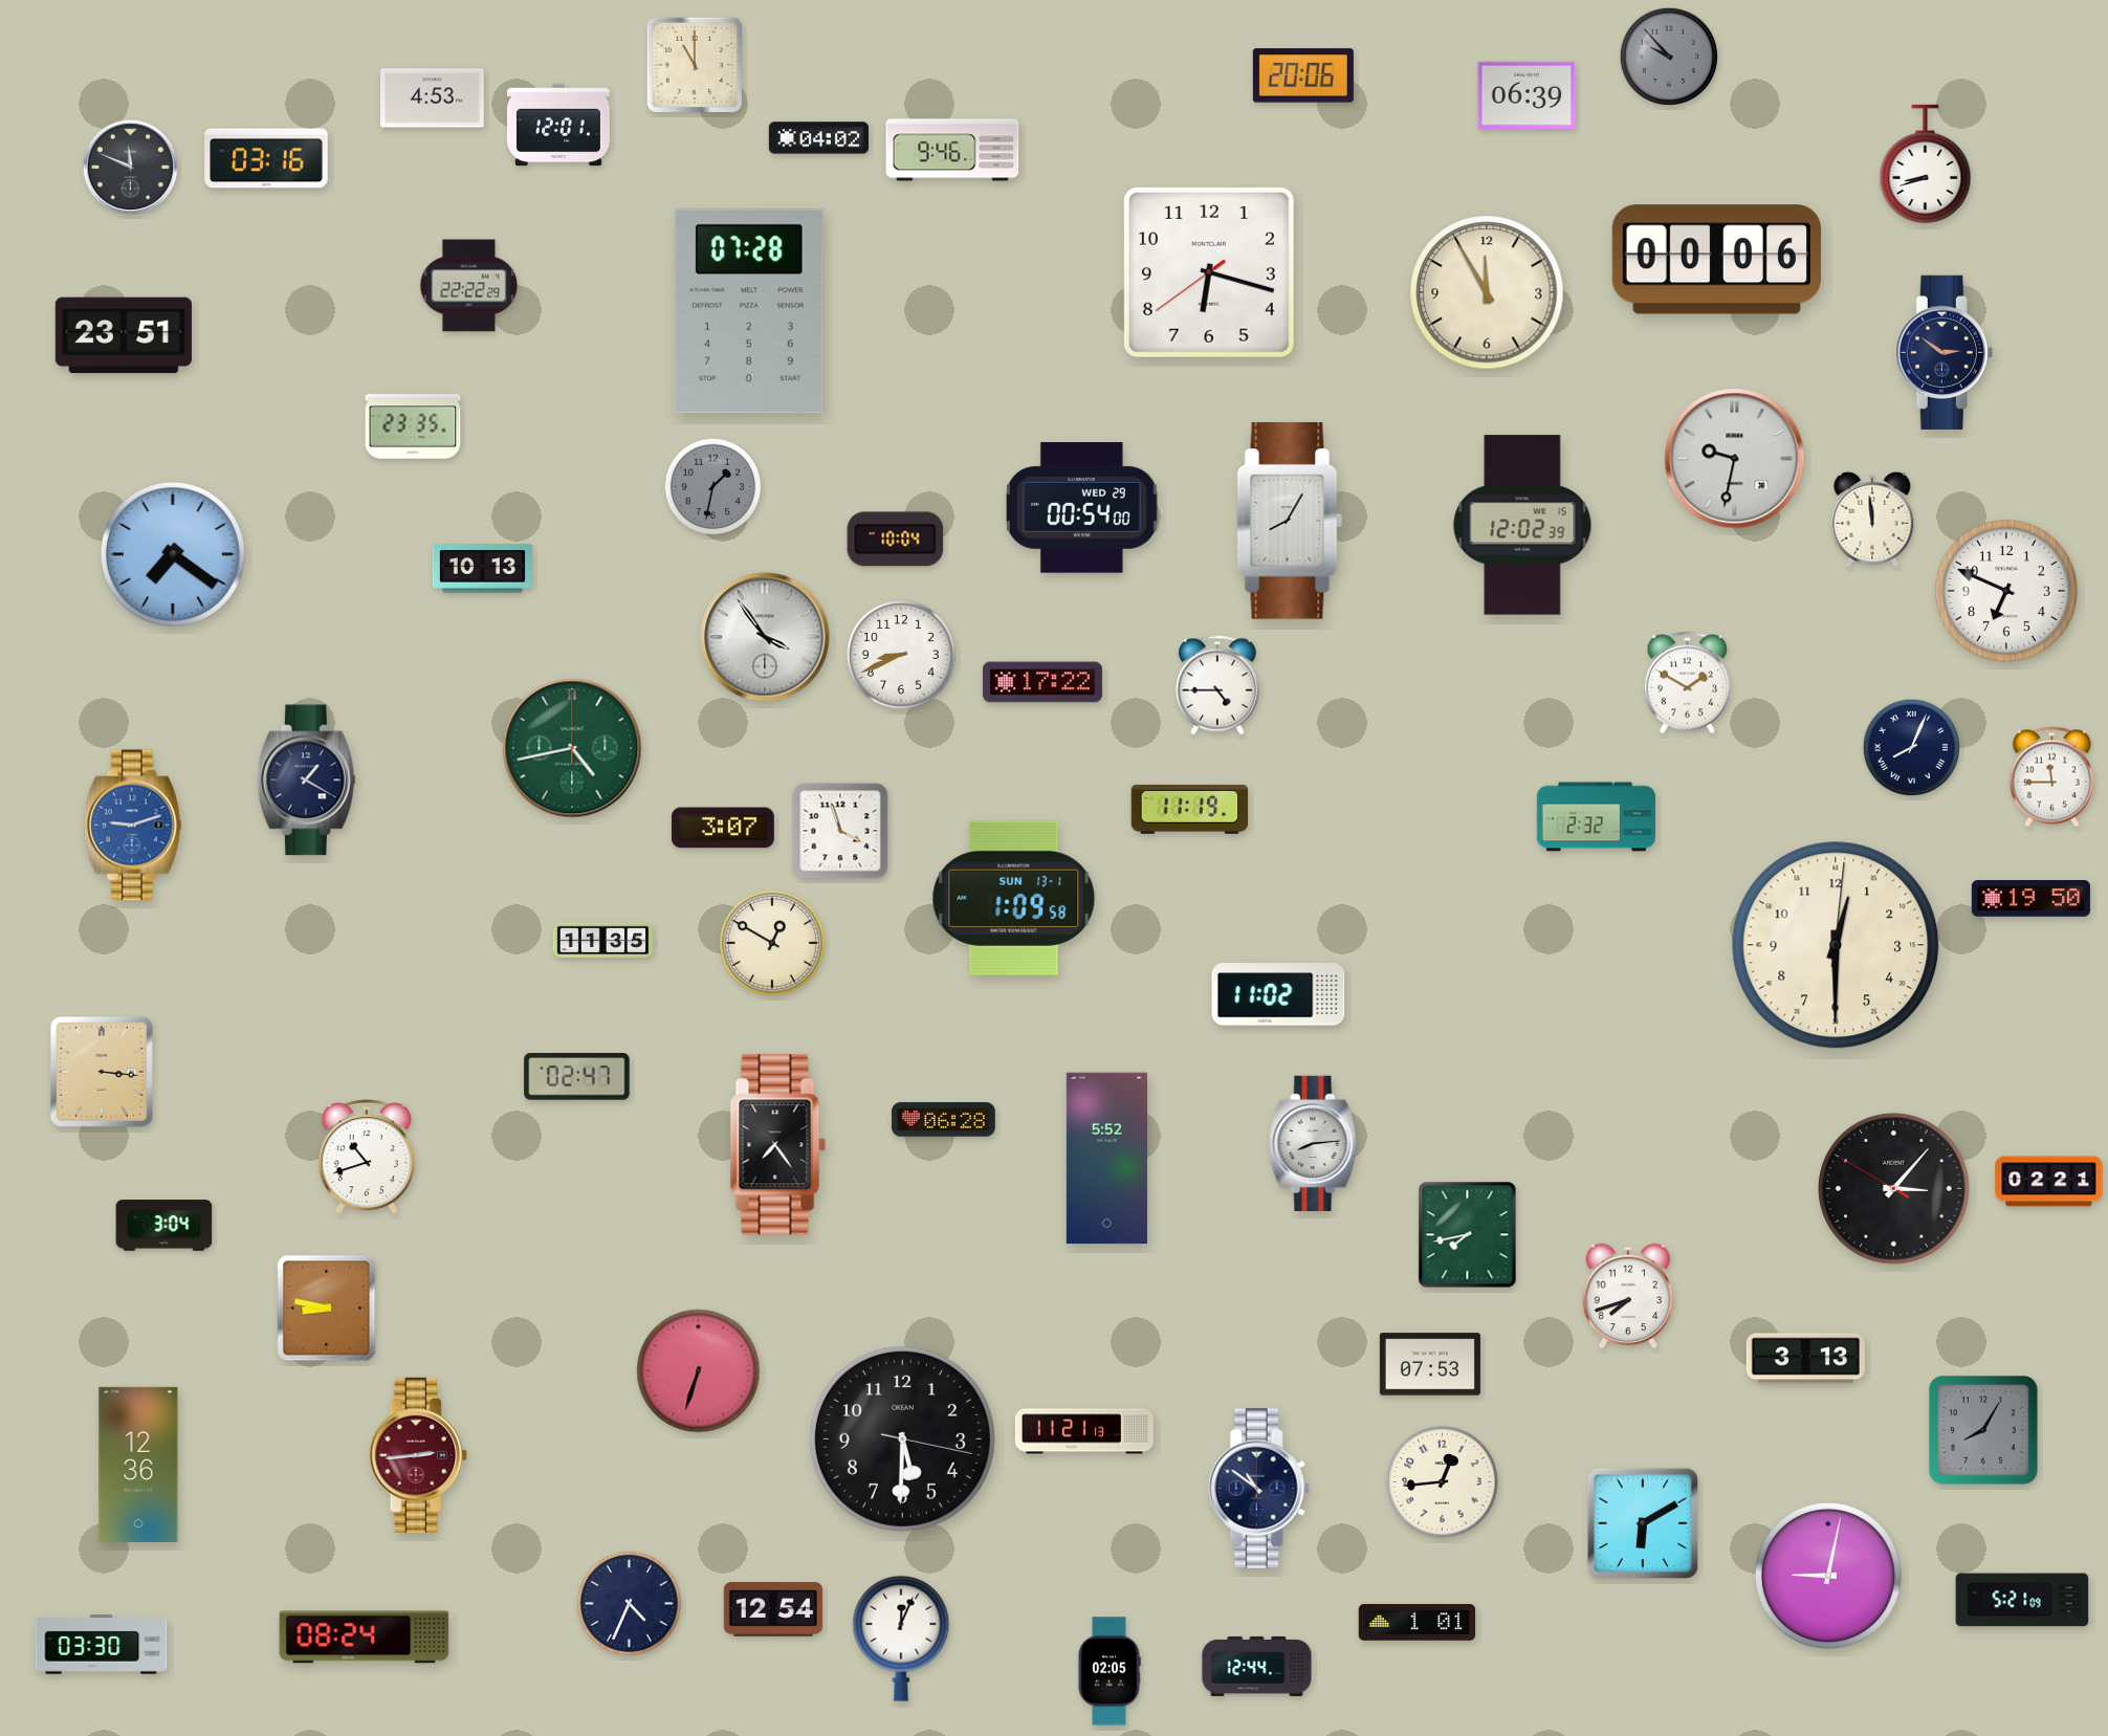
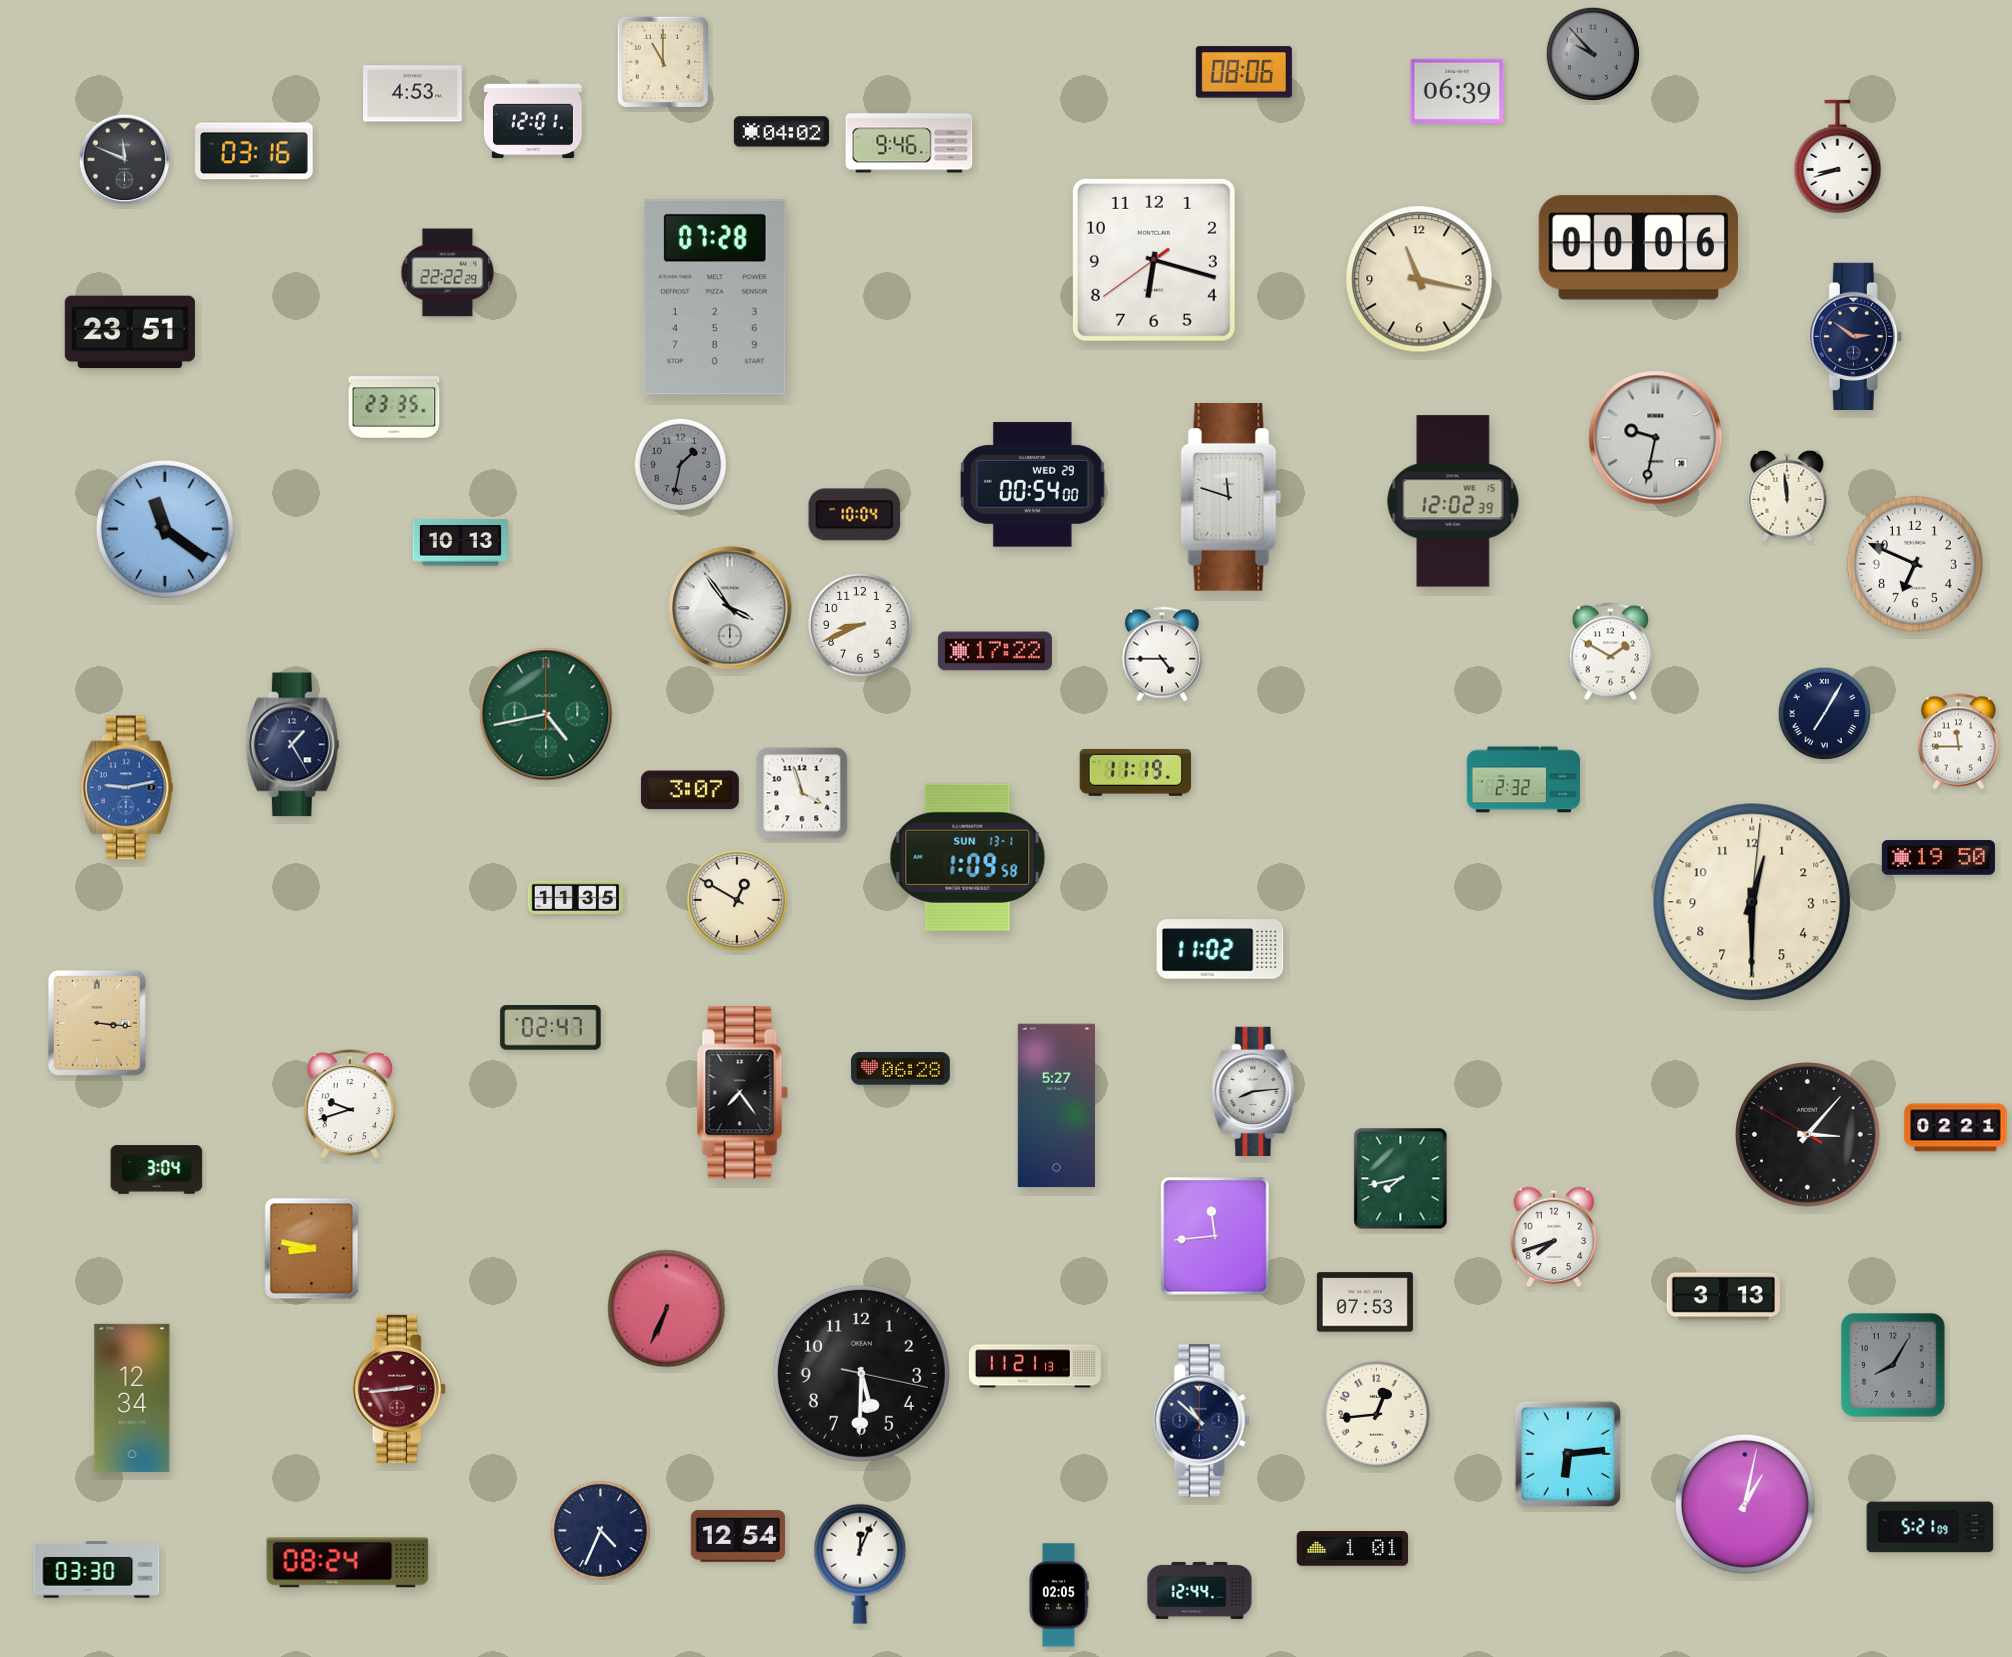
clock at (1303, 75): 20:06 -> 08:06
clock at (1487, 292): 11:55 -> 11:17
clock at (124, 335) position: (124, 335) -> (130, 332)
clock at (1290, 522): 8:05 -> 11:48
clock at (173, 554): 7:21 -> 11:21
clock at (1912, 748): 8:04 -> 7:05
clock at (306, 781): 1:20 -> 1:25
clock at (132, 826): 9:12 -> 9:13
clock at (367, 1157): 10:42 -> 9:42
clock at (1106, 1159): 5:52 -> 5:27
clock at (1215, 1236): none -> 11:44
clock at (699, 1371): 6:33 -> 6:34
clock at (138, 1465): 12:36 -> 12:34
clock at (1258, 1489): 10:51 -> 10:52
clock at (1643, 1523): 6:10 -> 6:14
clock at (1828, 1576): 9:02 -> 1:02
